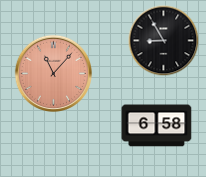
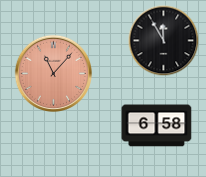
clock at (164, 41): 8:55 -> 11:55
